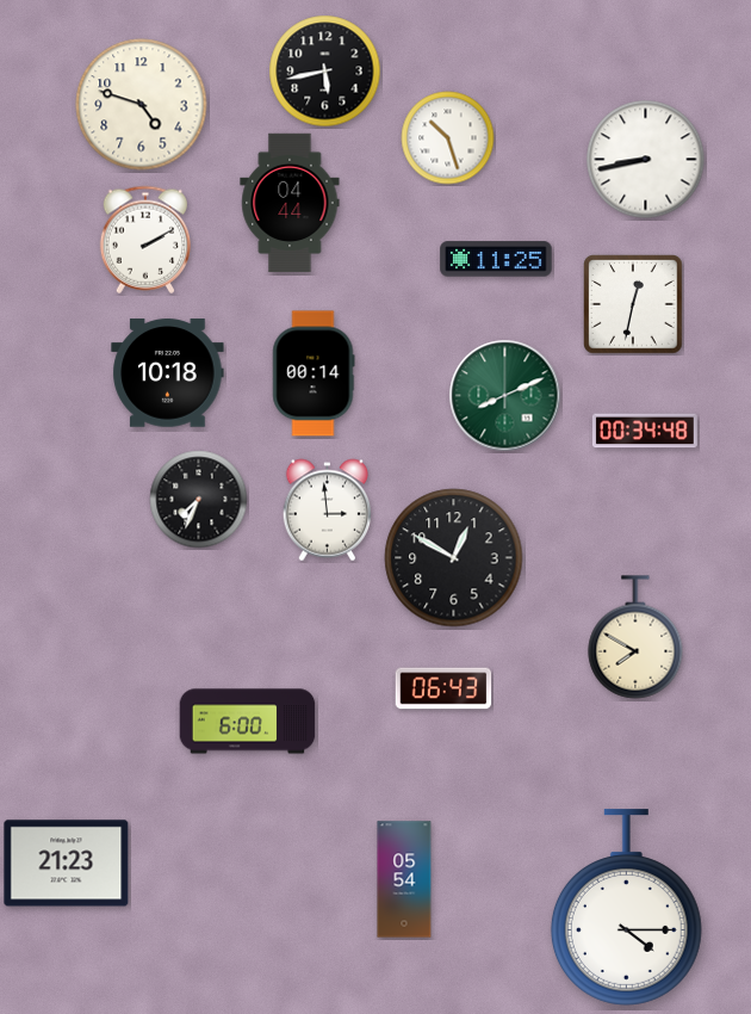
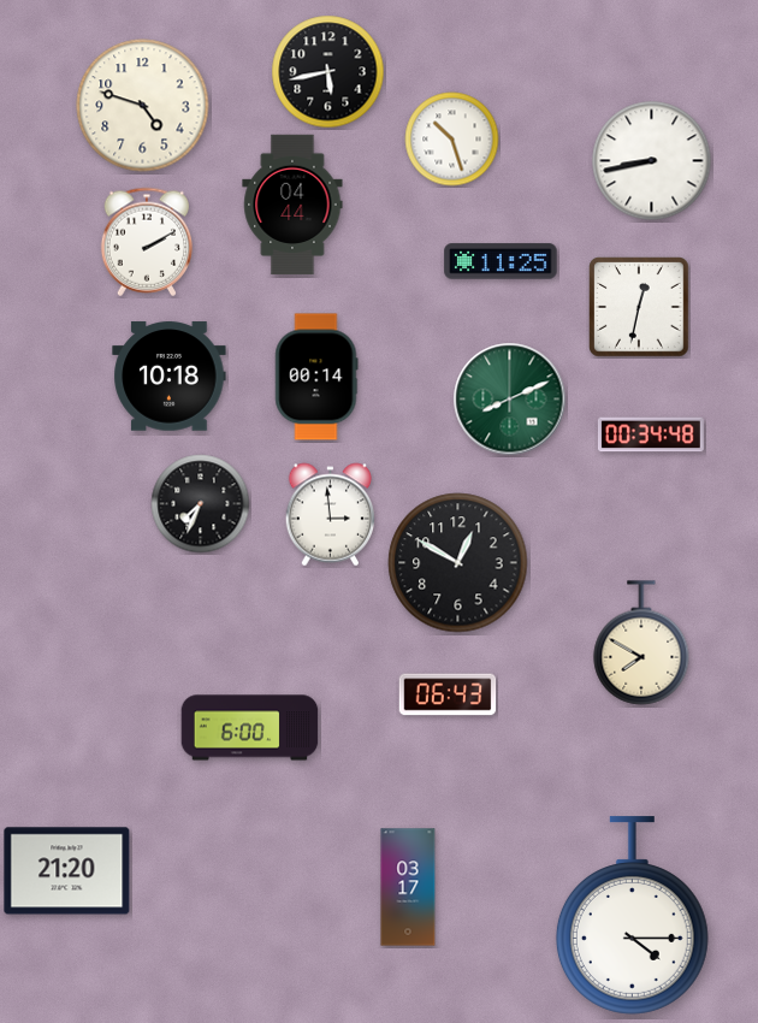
clock at (67, 864): 21:23 -> 21:20
clock at (404, 879): 05:54 -> 03:17
